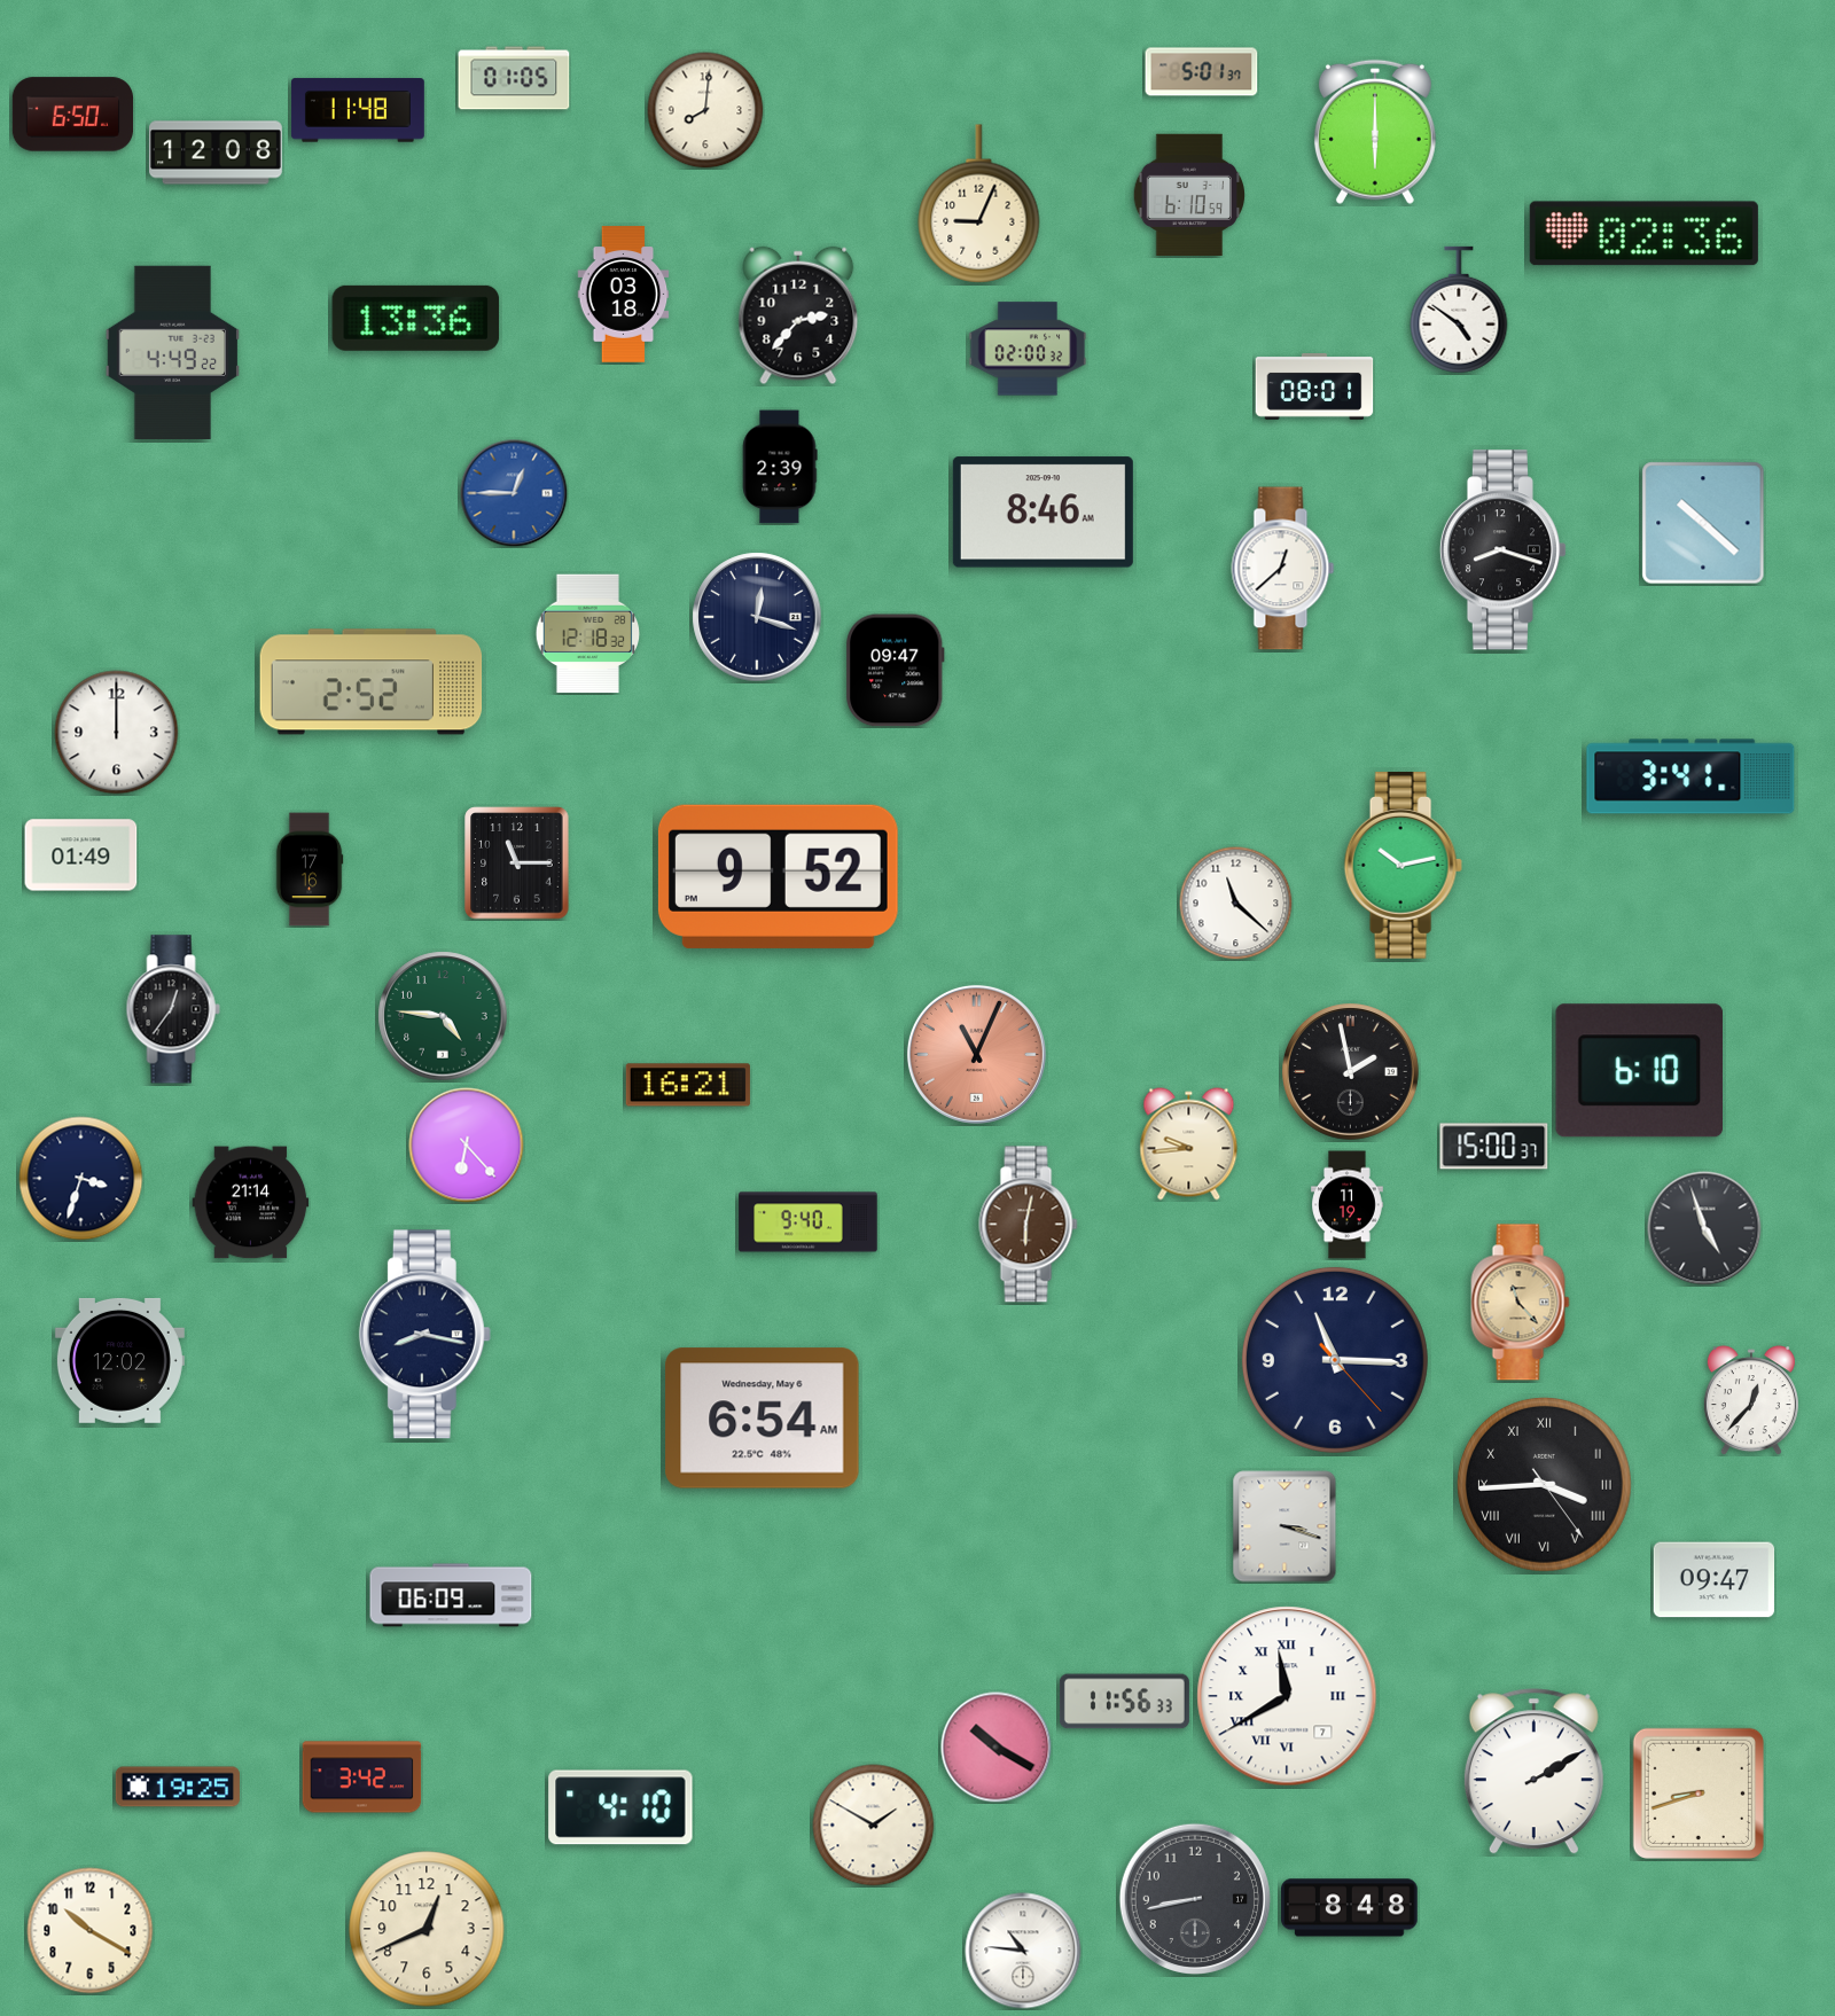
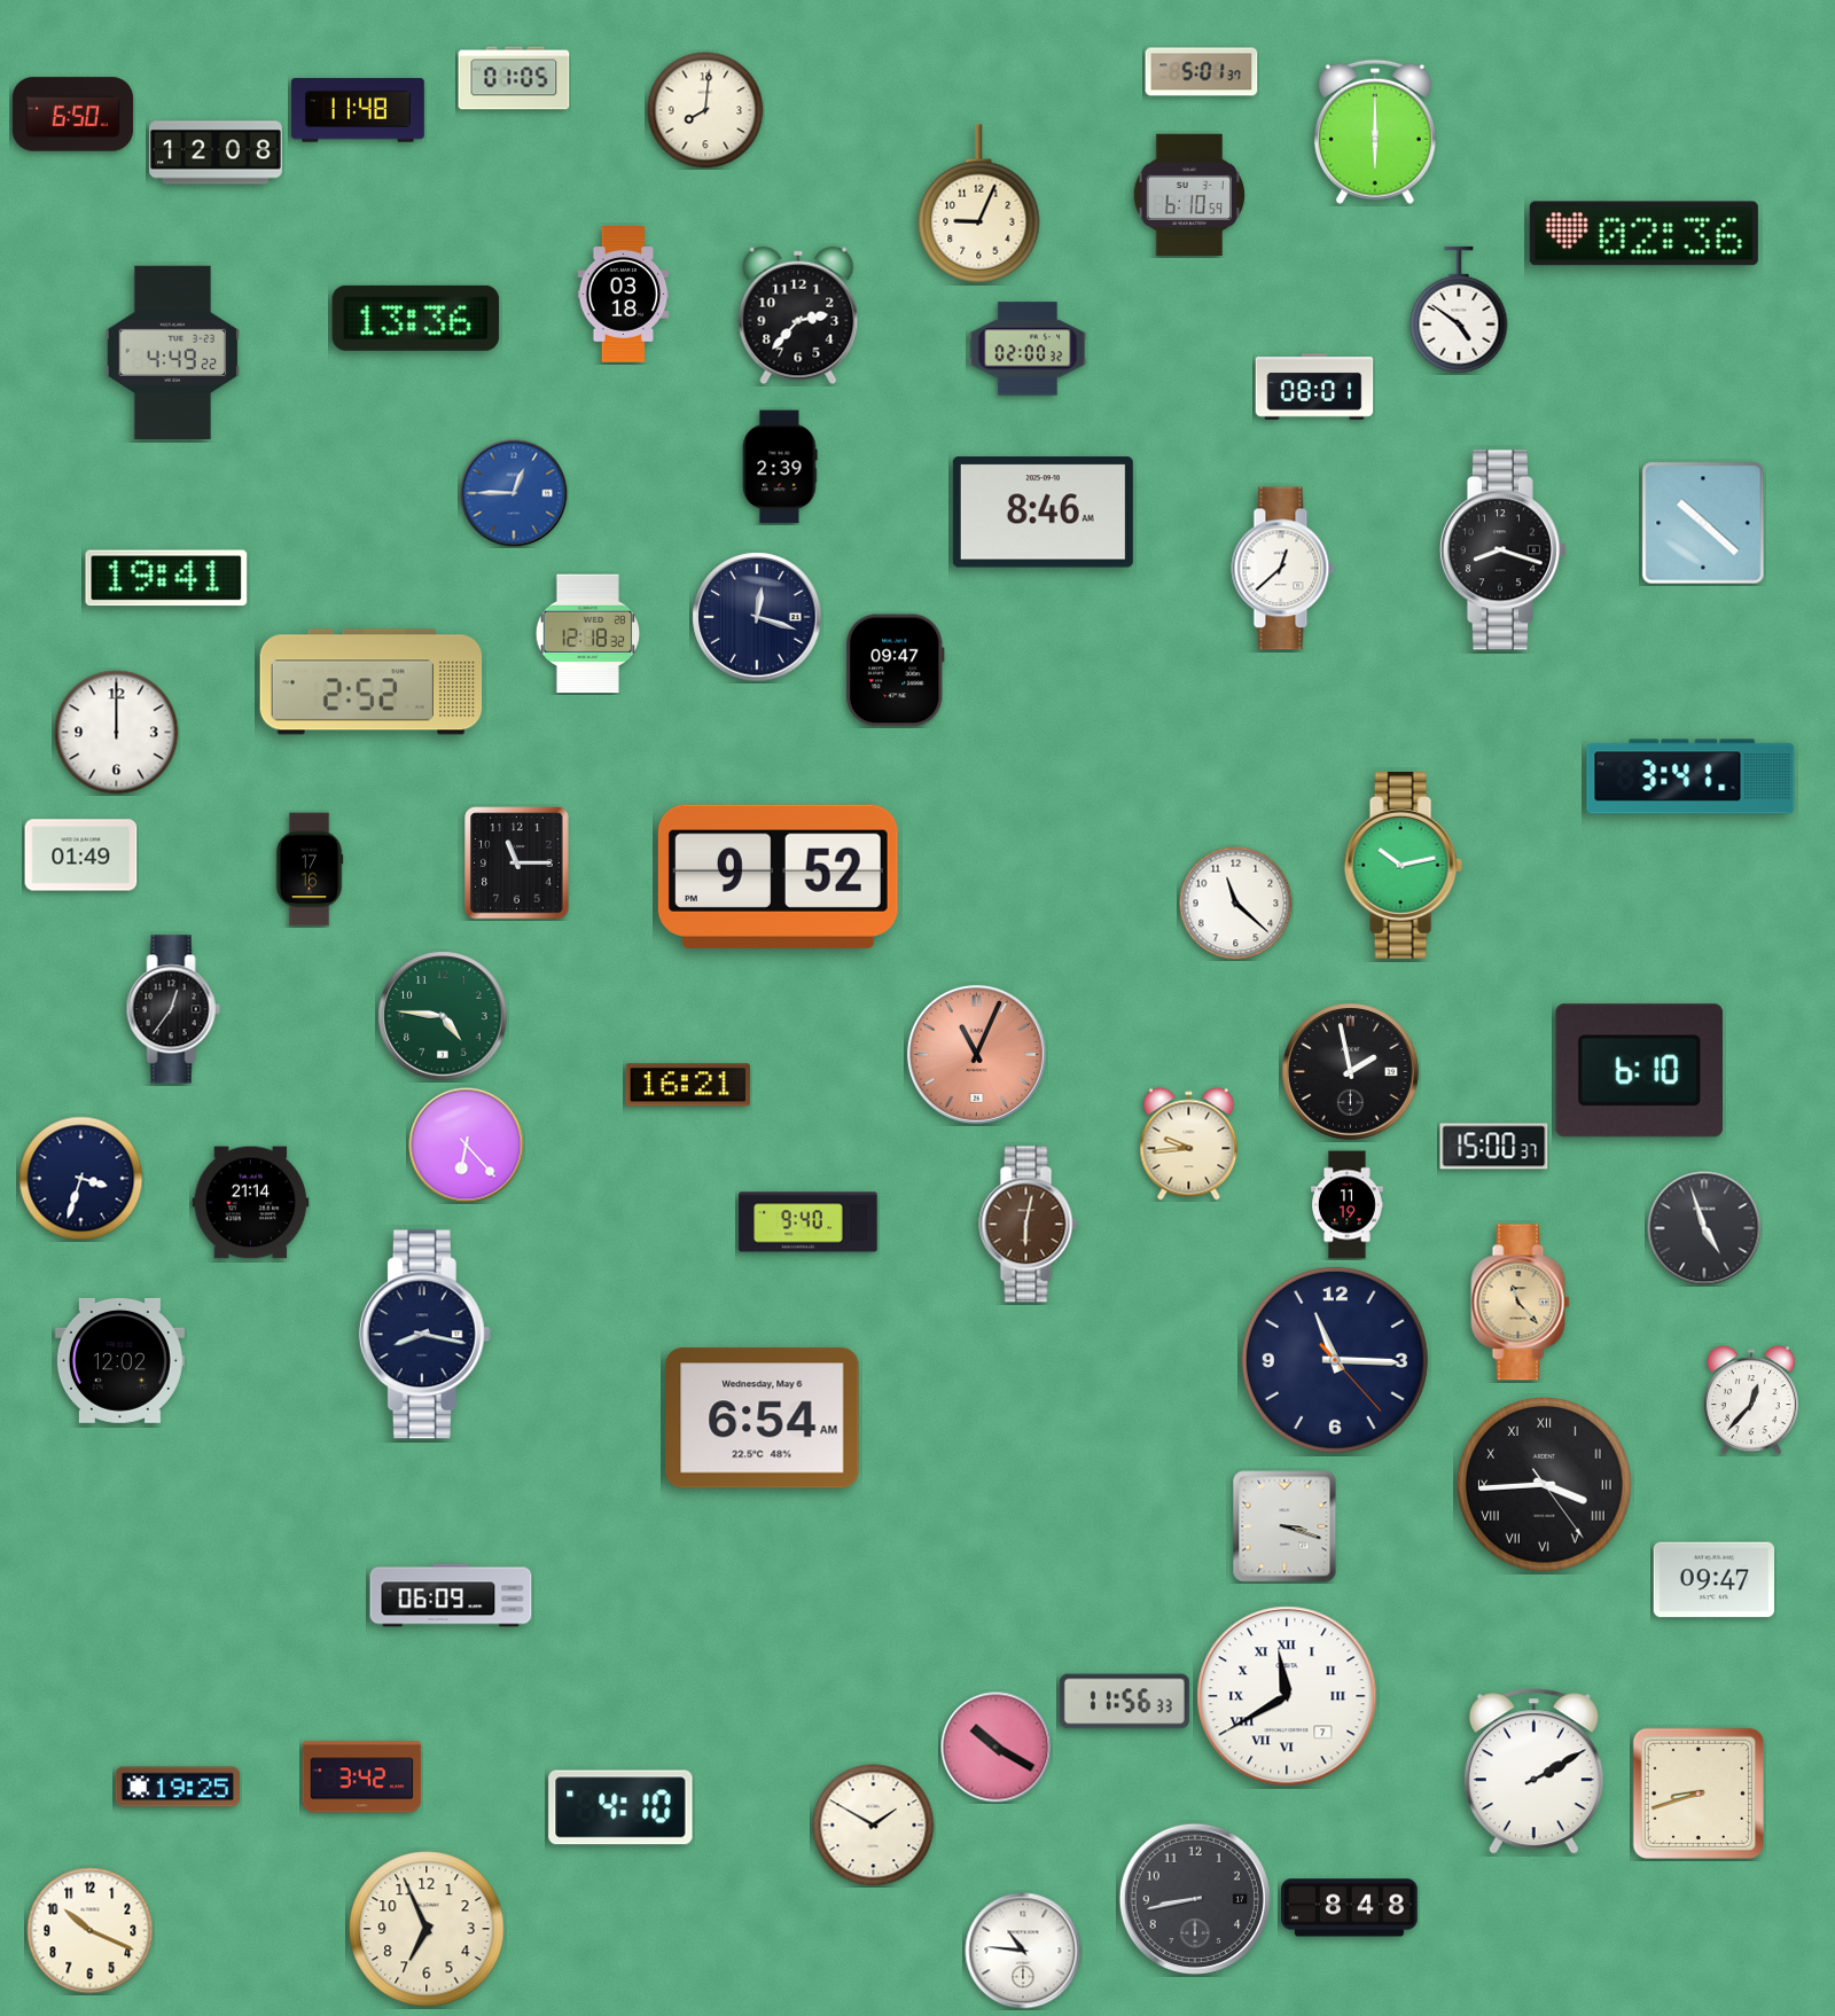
clock at (166, 578): none -> 19:41
clock at (427, 1929): 12:41 -> 6:56
clock at (91, 1931): 10:20 -> 10:19
